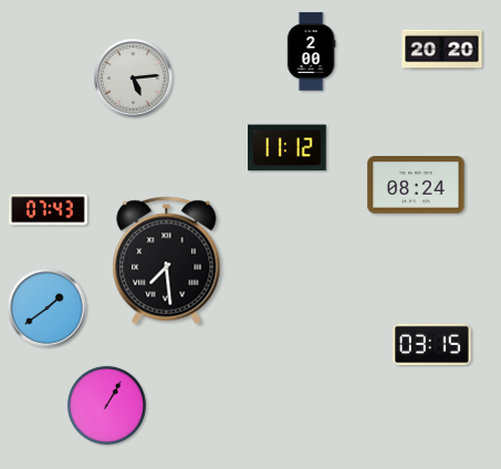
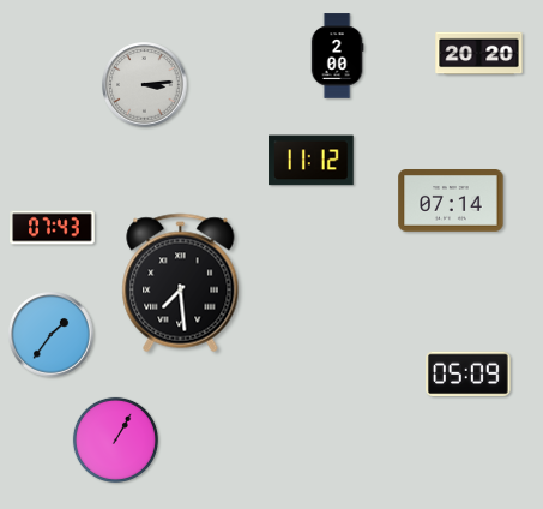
clock at (134, 79): 5:14 -> 3:14
clock at (416, 186): 08:24 -> 07:14
clock at (48, 309): 1:39 -> 1:36
clock at (432, 345): 03:15 -> 05:09
